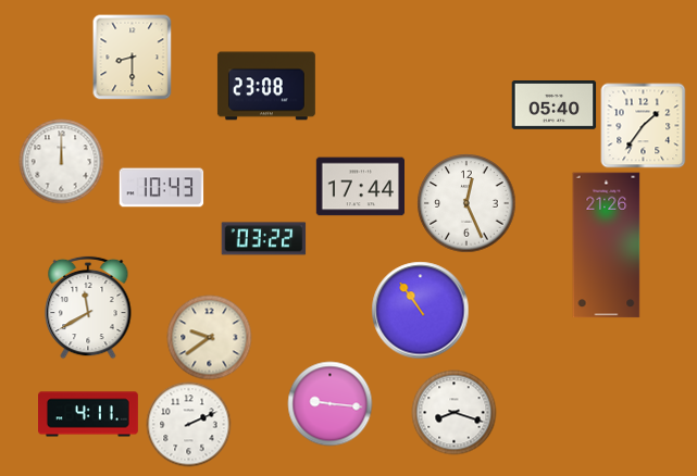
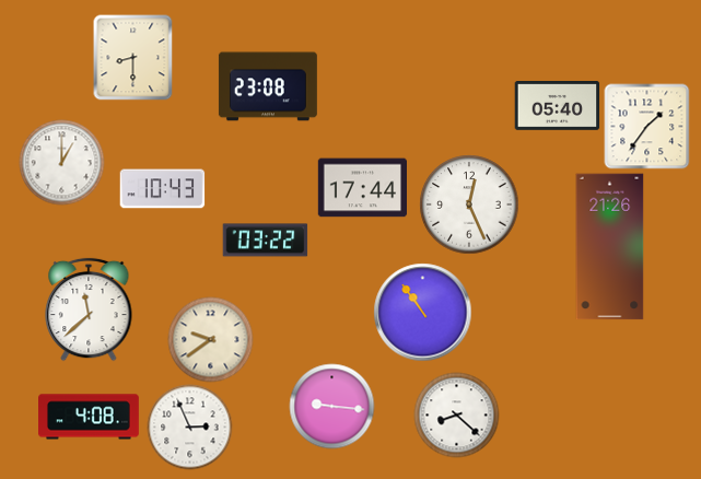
clock at (61, 161): 12:00 -> 1:00
clock at (88, 308): 11:40 -> 11:38
clock at (453, 412): 8:18 -> 8:22
clock at (89, 414): 4:11 -> 4:08
clock at (188, 424): 2:11 -> 2:56
